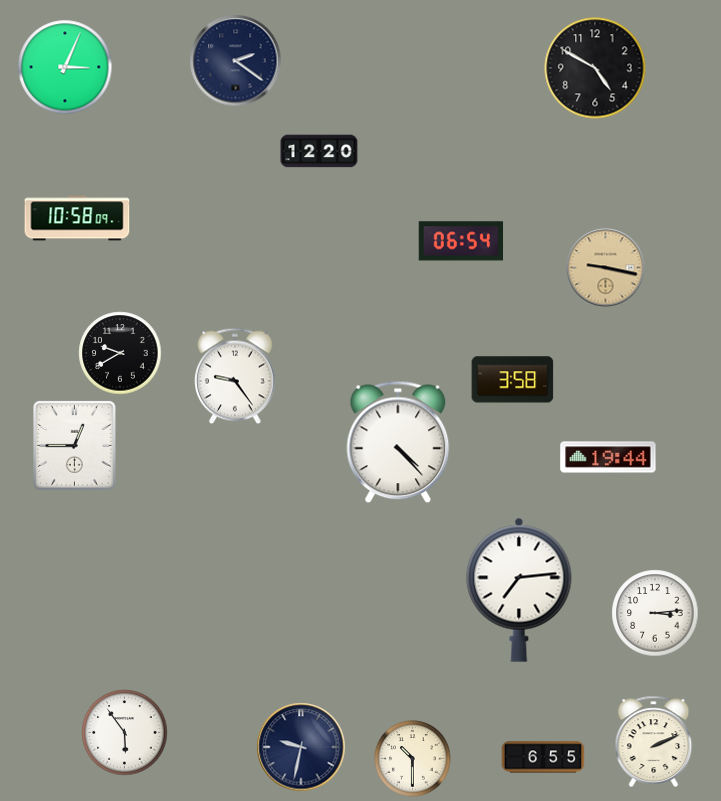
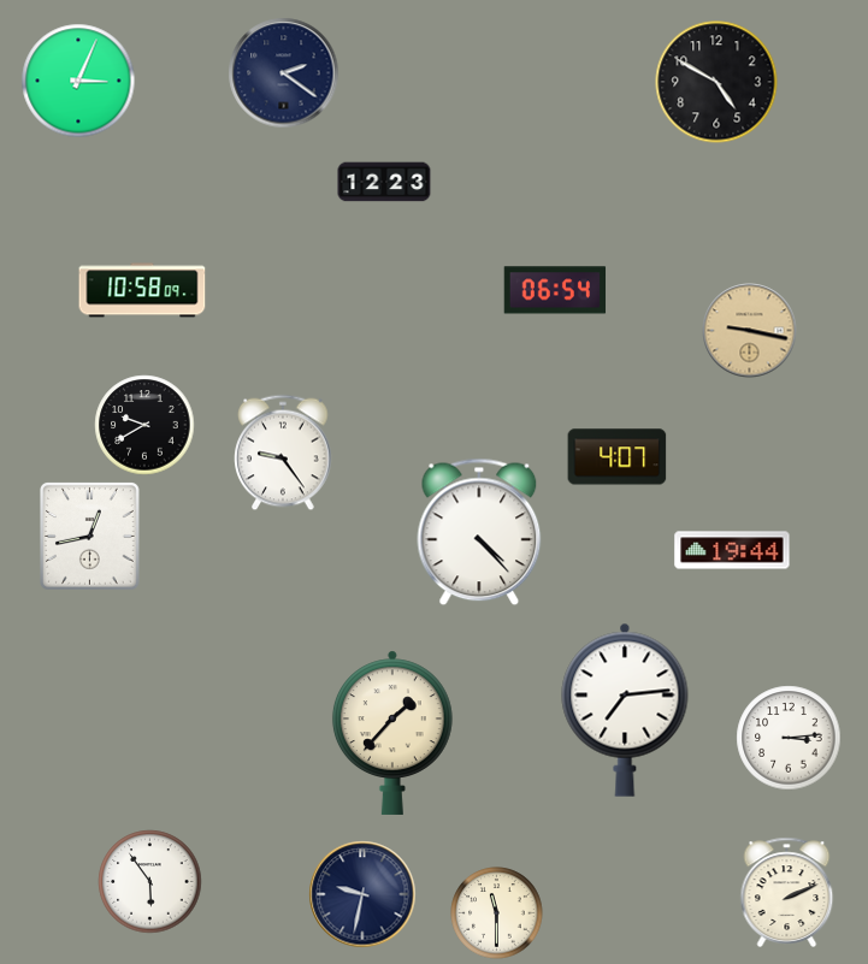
clock at (319, 151): 12:20 -> 12:23
clock at (77, 218) position: (77, 218) -> (142, 290)
clock at (606, 268) position: (606, 268) -> (750, 331)
clock at (513, 380): 3:58 -> 4:07
clock at (75, 446): 12:45 -> 12:43
clock at (392, 733): none -> 1:37
clock at (301, 747) position: (301, 747) -> (362, 894)
clock at (543, 757): 6:55 -> none
clock at (413, 759): 10:30 -> 11:30
